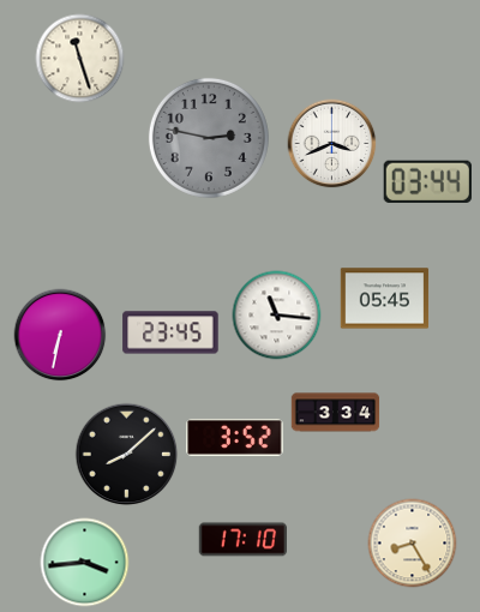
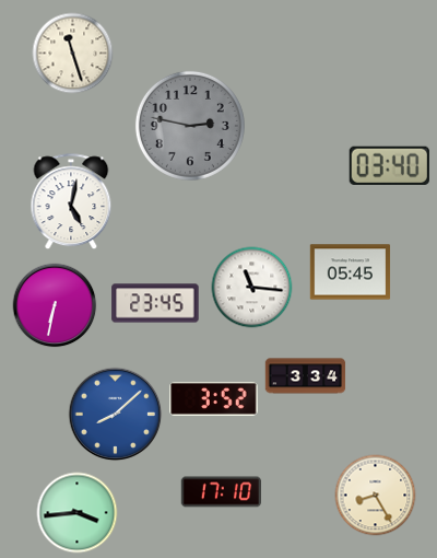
clock at (332, 144): 3:41 -> none
clock at (427, 181): 03:44 -> 03:40
clock at (71, 202): none -> 5:02
clock at (127, 455) dial: black -> blue
